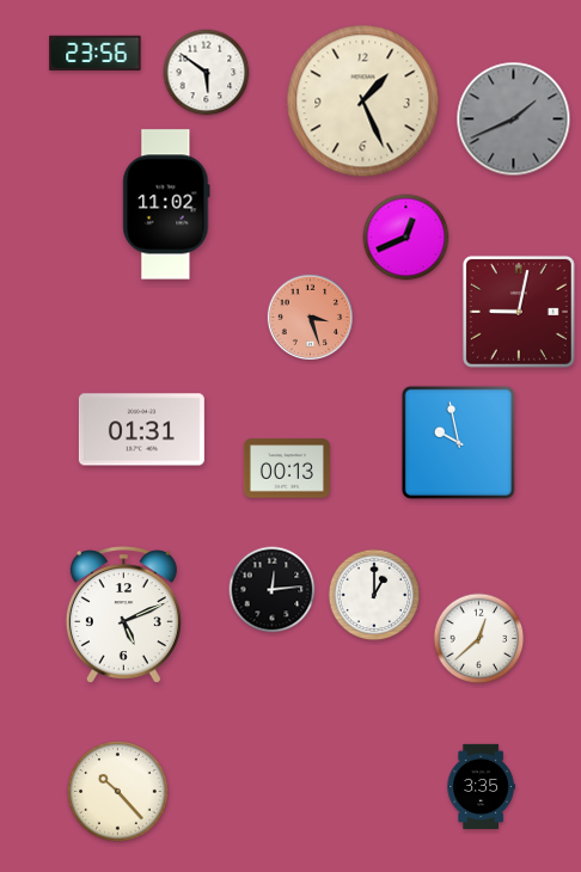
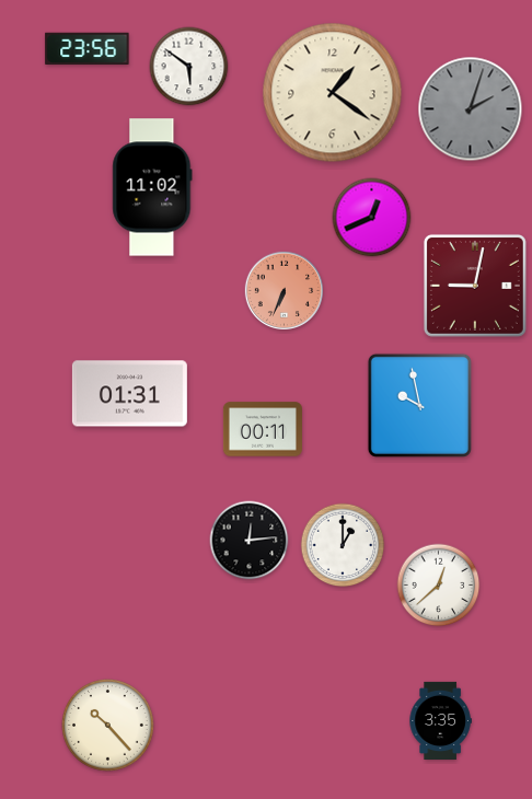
clock at (363, 102): 1:26 -> 1:21
clock at (514, 119): 1:41 -> 2:03
clock at (310, 317): 3:27 -> 6:34
clock at (287, 468): 00:13 -> 00:11
clock at (123, 614): 5:11 -> none
